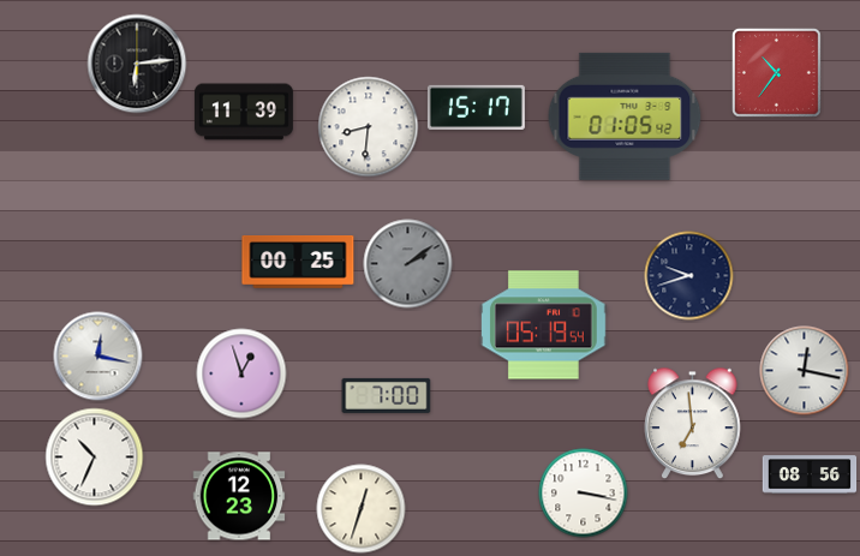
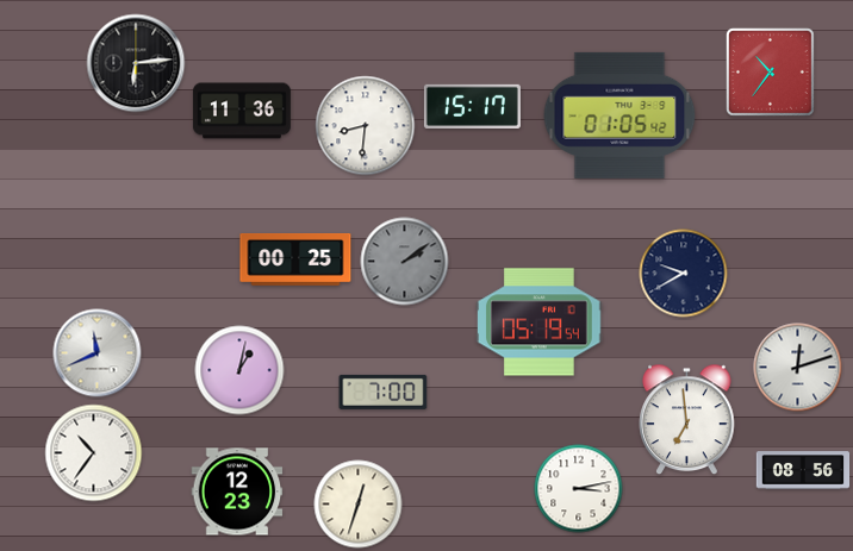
clock at (244, 112): 11:39 -> 11:36
clock at (689, 276): 9:42 -> 9:40
clock at (98, 357): 12:17 -> 11:41
clock at (805, 371): 12:17 -> 12:12
clock at (241, 373): 12:57 -> 1:02
clock at (95, 458): 10:34 -> 10:36
clock at (584, 494): 3:17 -> 3:13
